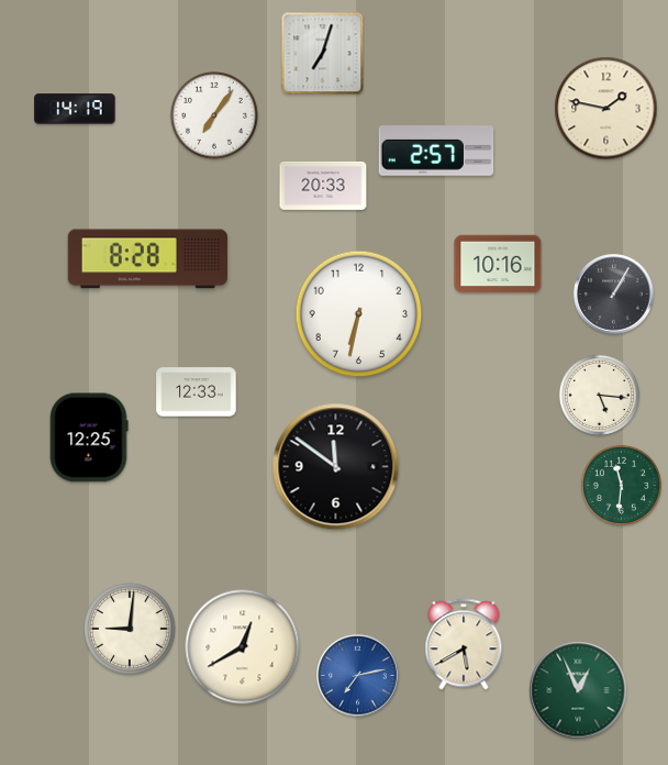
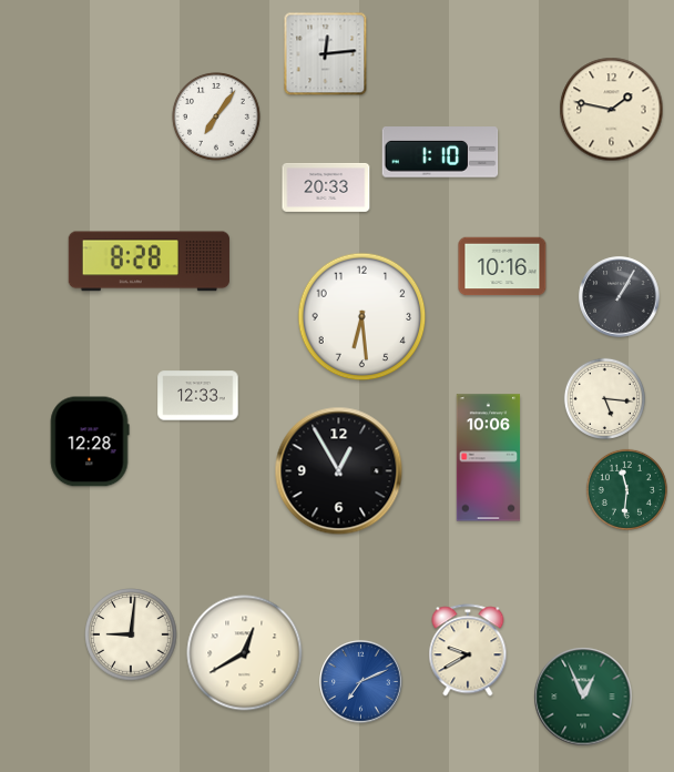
clock at (323, 54): 7:03 -> 12:14
clock at (75, 109): 14:19 -> none
clock at (436, 151): 2:57 -> 1:10
clock at (359, 314): 6:32 -> 6:29
clock at (89, 437): 12:25 -> 12:28
clock at (489, 458): none -> 10:06
clock at (336, 467): 11:51 -> 12:55
clock at (464, 644): 5:40 -> 9:40
clock at (358, 676): 7:13 -> 7:11
